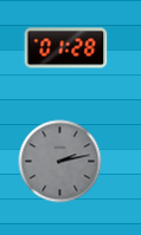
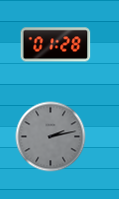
clock at (66, 48) position: (66, 48) -> (56, 45)
